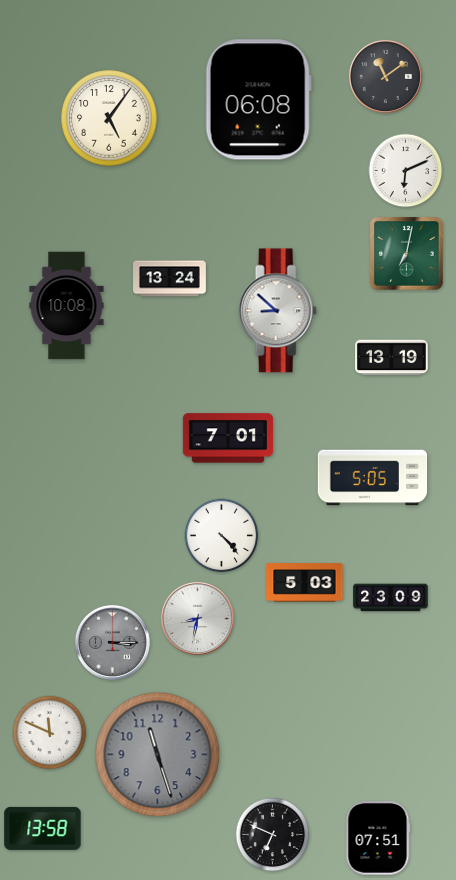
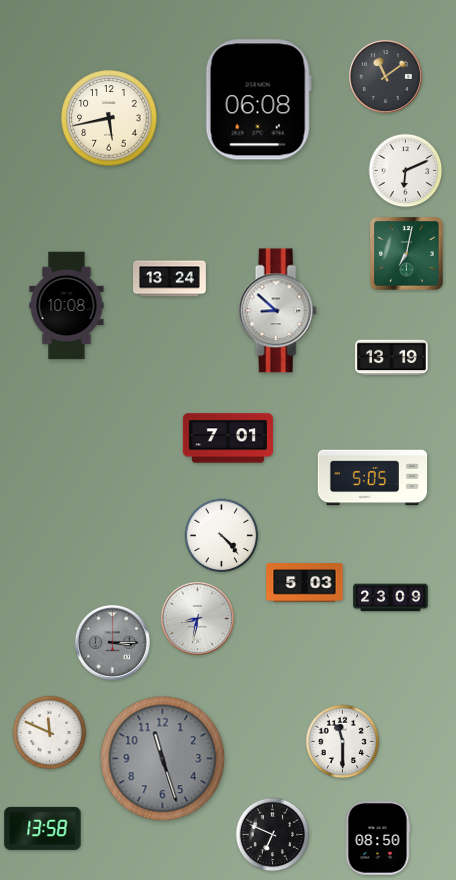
clock at (109, 118): 5:06 -> 5:43
clock at (343, 742): none -> 11:30
clock at (158, 755) position: (158, 755) -> (163, 759)
clock at (378, 838): 07:51 -> 08:50
